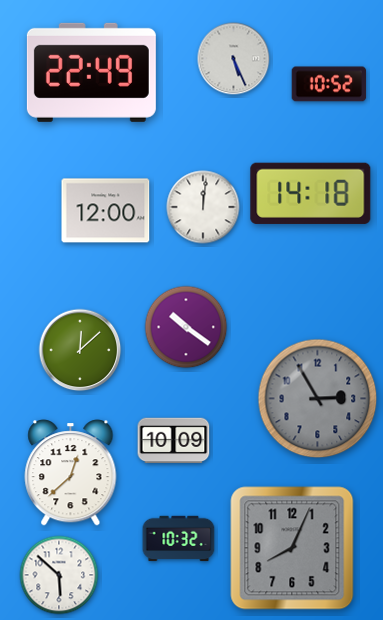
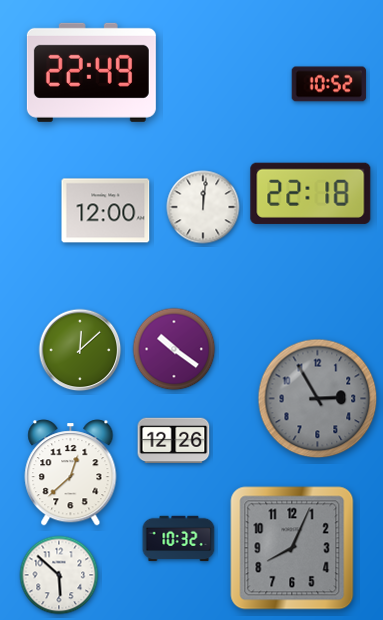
clock at (234, 59): 5:26 -> none
clock at (311, 193): 14:18 -> 22:18
clock at (186, 327) position: (186, 327) -> (174, 349)
clock at (174, 441): 10:09 -> 12:26
